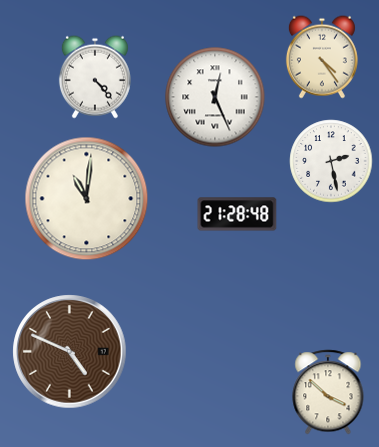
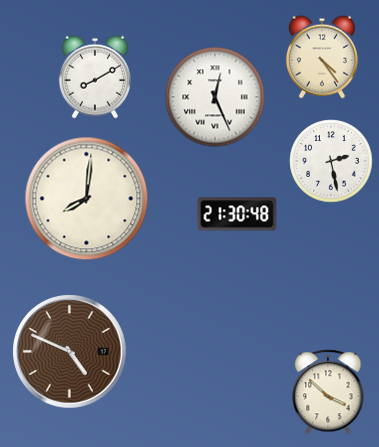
clock at (95, 77): 4:23 -> 8:10
clock at (87, 199): 11:01 -> 8:01
clock at (237, 214): 21:28 -> 21:30
